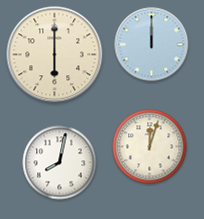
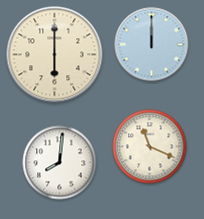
clock at (150, 147): 12:03 -> 11:19
clock at (60, 163): 8:02 -> 8:01
